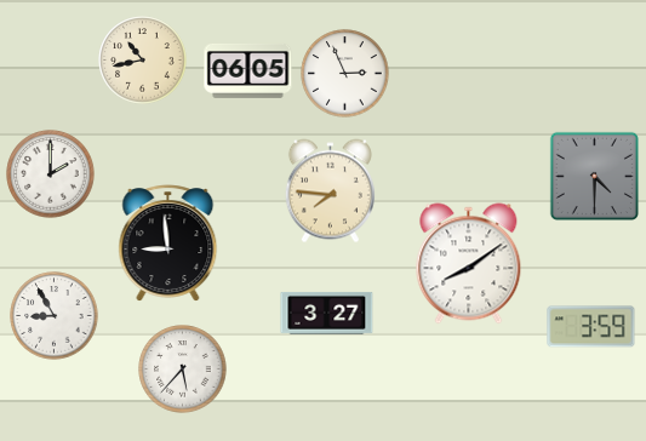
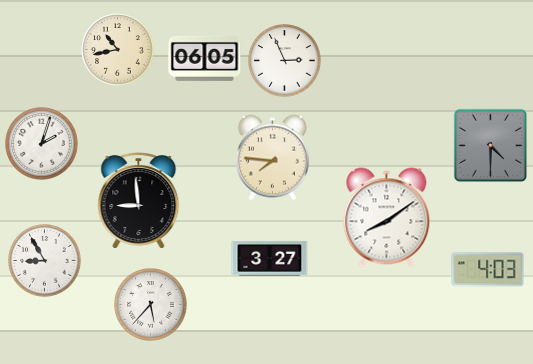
clock at (51, 174): 2:00 -> 2:03
clock at (591, 327): 3:59 -> 4:03
